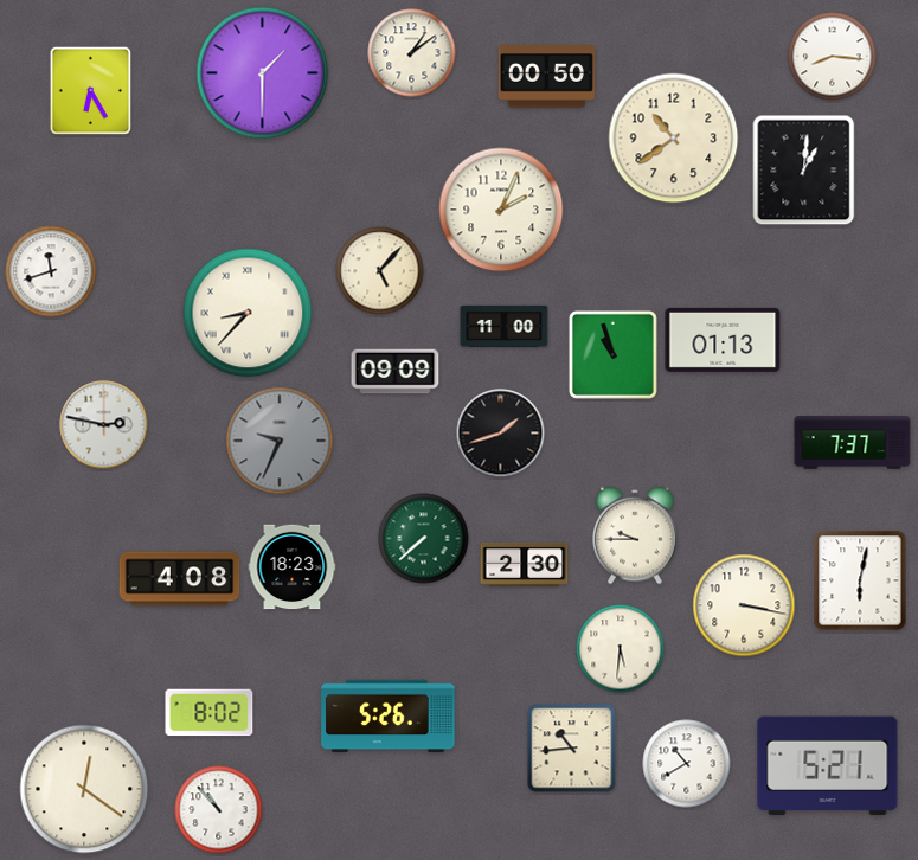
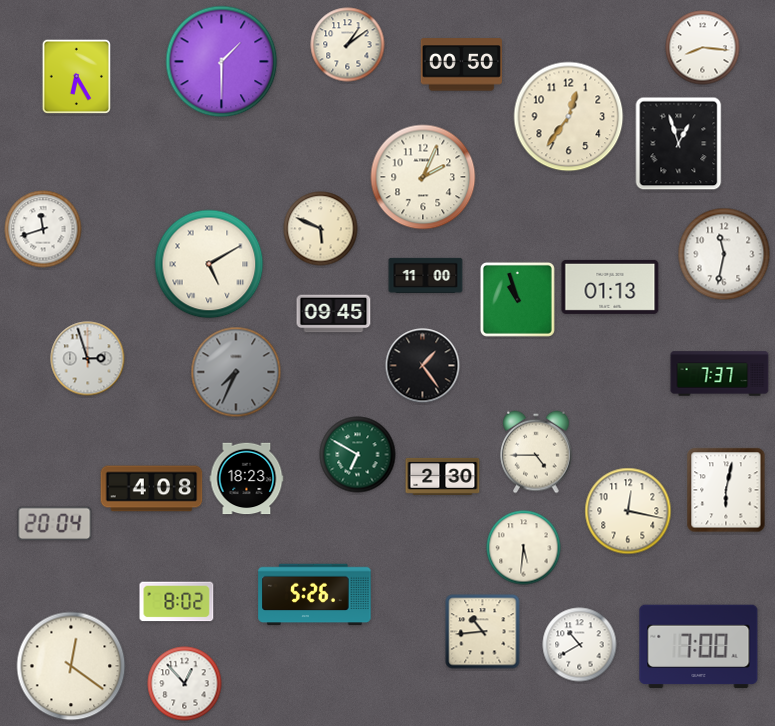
clock at (674, 139): 10:39 -> 12:36
clock at (804, 171): 1:01 -> 12:57
clock at (380, 271): 5:07 -> 5:49
clock at (724, 254): none -> 11:32
clock at (248, 313): 8:37 -> 5:10
clock at (396, 372): 09:09 -> 09:45
clock at (104, 425): 2:47 -> 2:57
clock at (501, 434): 1:42 -> 1:24
clock at (280, 441): 9:34 -> 7:34
clock at (635, 535): 9:45 -> 4:45
clock at (424, 539): 7:38 -> 6:50
clock at (744, 605): 3:17 -> 12:17
clock at (55, 524): none -> 20:04
clock at (389, 717) position: (389, 717) -> (315, 595)
clock at (828, 766): 5:21 -> 7:00
clock at (219, 810): 10:53 -> 12:53
